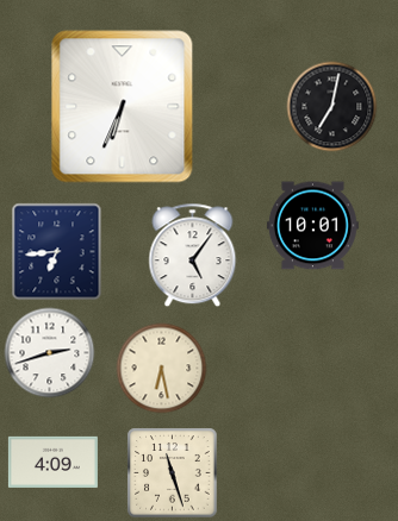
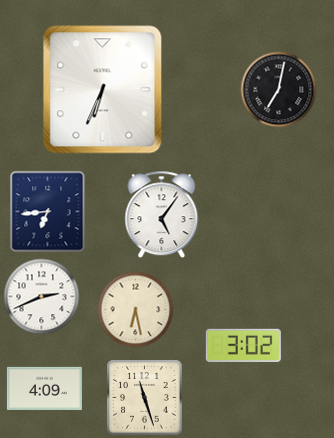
clock at (312, 226): 10:01 -> none
clock at (50, 353): 2:42 -> 2:41
clock at (243, 345): none -> 3:02
